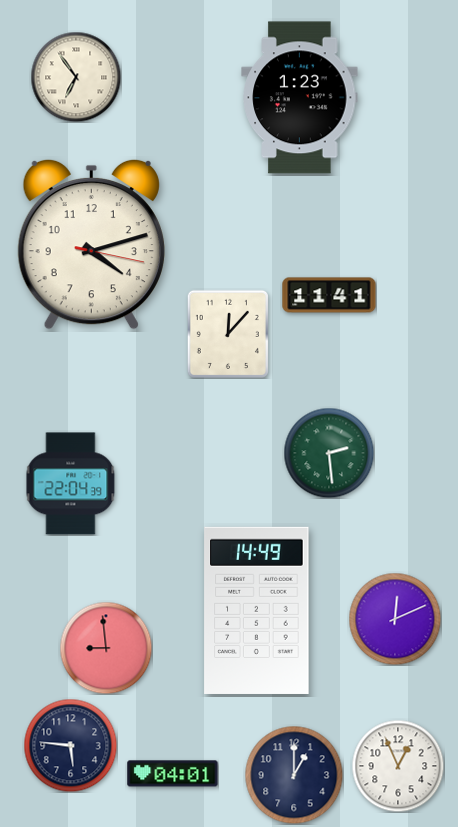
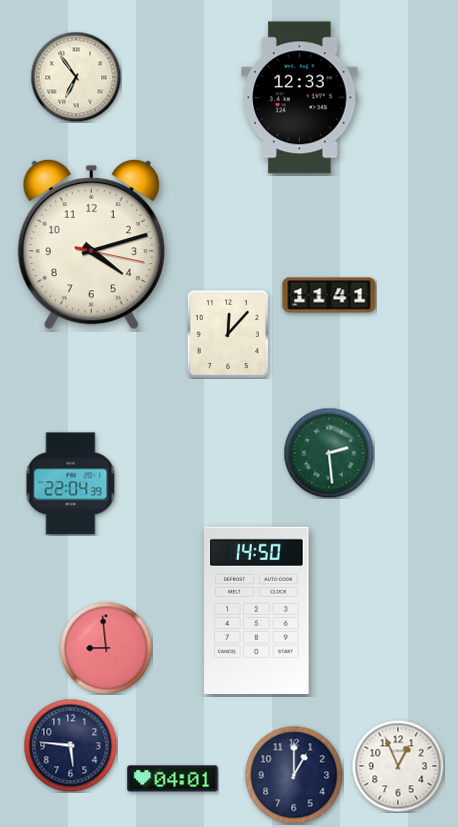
clock at (300, 98): 1:23 -> 12:33
clock at (257, 610): 14:49 -> 14:50
clock at (395, 619): 12:11 -> none
clock at (173, 774) position: (173, 774) -> (173, 779)
